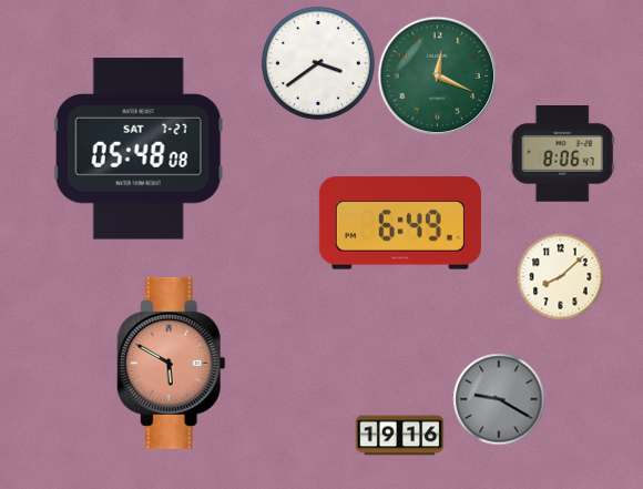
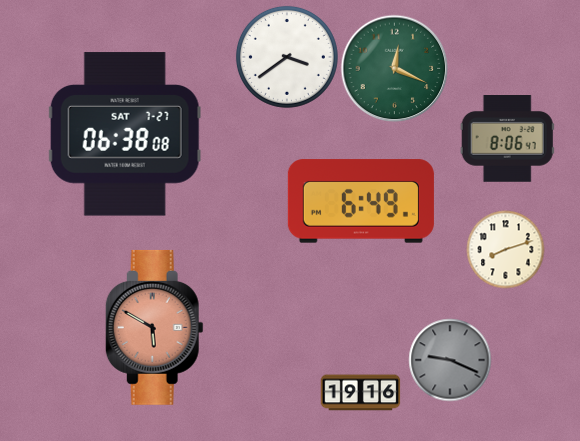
clock at (139, 149): 05:48 -> 06:38
clock at (560, 276): 8:08 -> 8:12
clock at (499, 399): 9:20 -> 9:19
